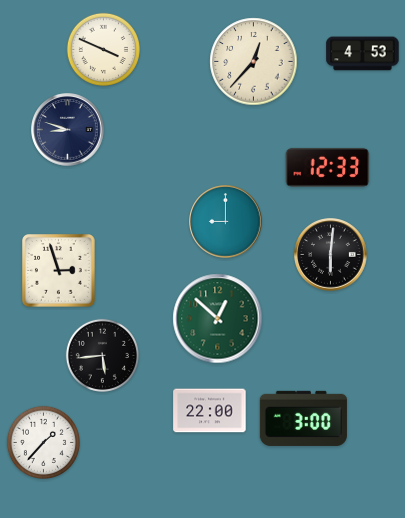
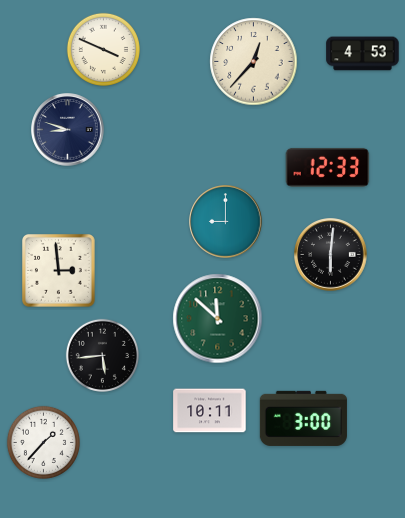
clock at (59, 271): 2:57 -> 2:59
clock at (218, 319): 12:52 -> 11:52
clock at (210, 411): 22:00 -> 10:11
